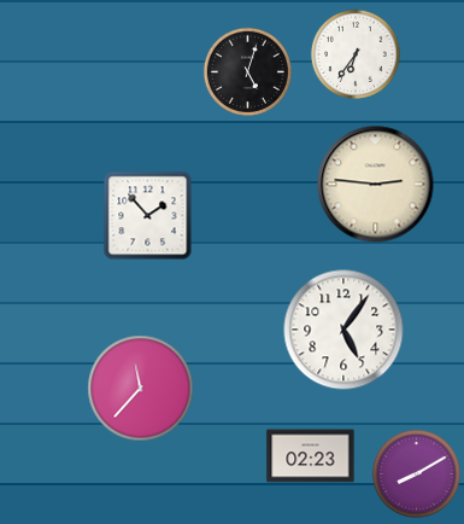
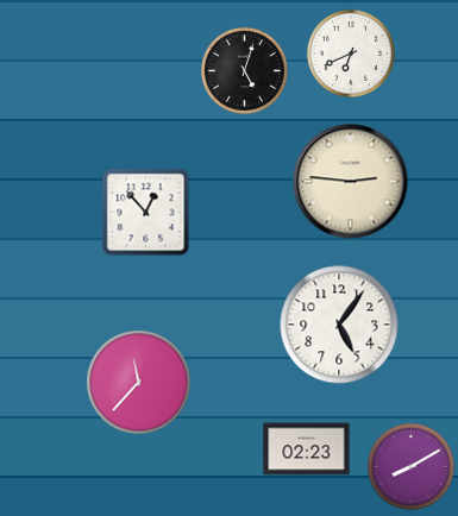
clock at (356, 54): 6:36 -> 6:41
clock at (376, 185) position: (376, 185) -> (351, 182)
clock at (148, 216): 1:53 -> 12:53
